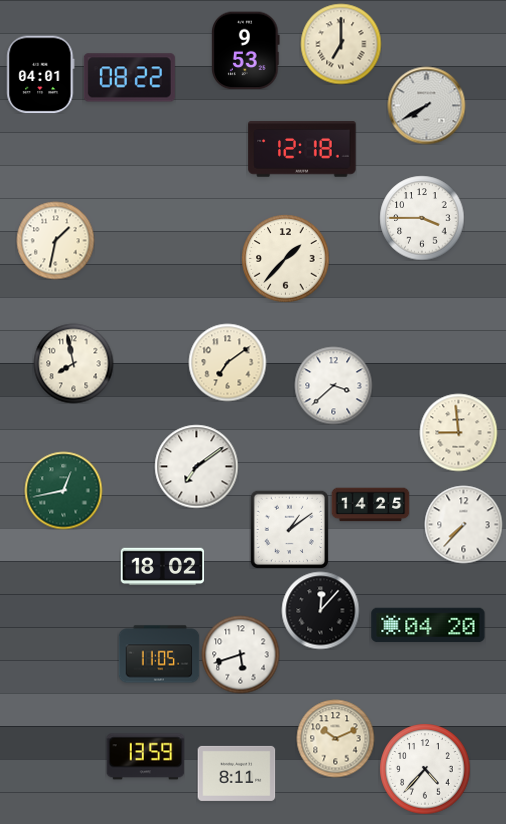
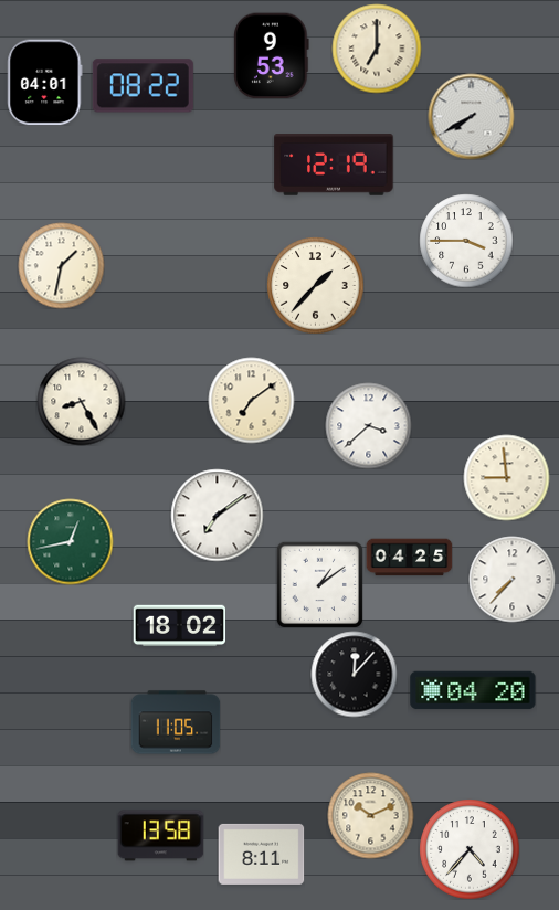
clock at (302, 149): 12:18 -> 12:19
clock at (73, 363): 7:58 -> 8:25
clock at (370, 505): 14:25 -> 04:25
clock at (240, 654): 5:42 -> none
clock at (145, 757): 13:59 -> 13:58
